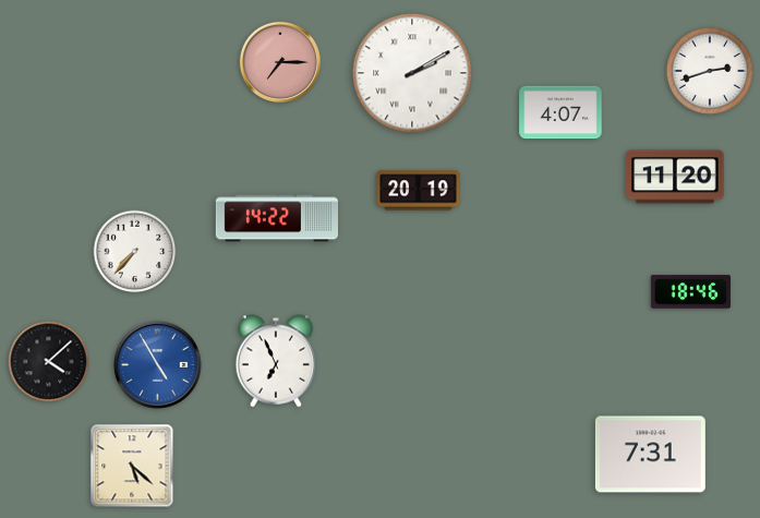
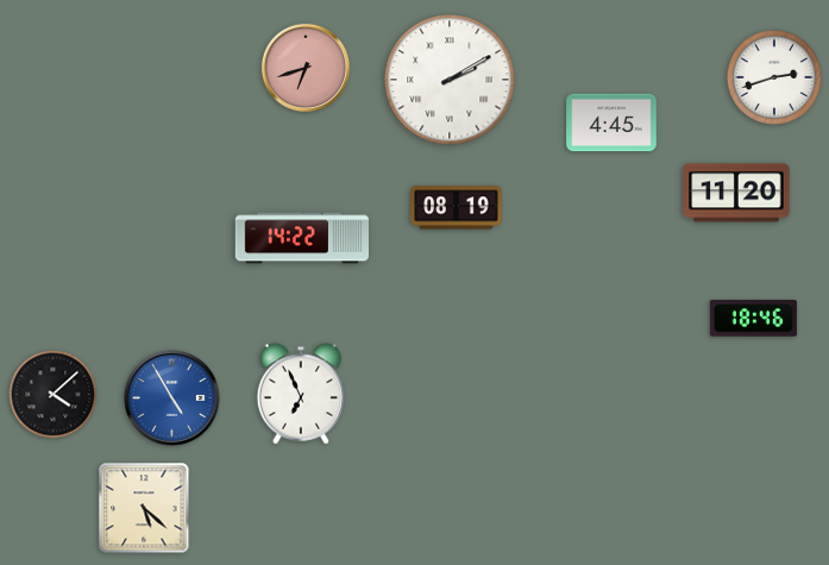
clock at (279, 61): 7:15 -> 6:42
clock at (560, 112): 4:07 -> 4:45
clock at (419, 191): 20:19 -> 08:19
clock at (135, 252): 7:37 -> none
clock at (650, 455): 7:31 -> none
